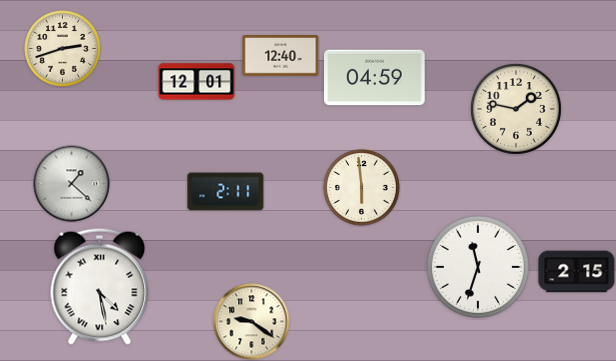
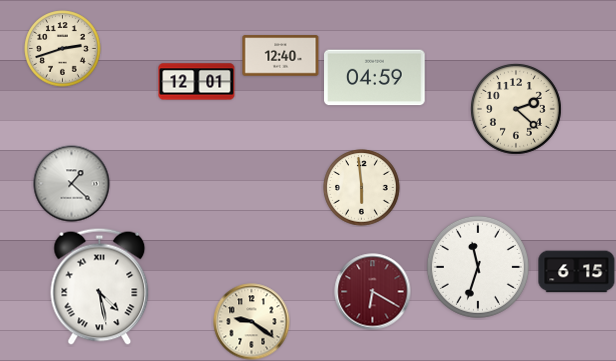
clock at (516, 109): 1:47 -> 2:22
clock at (226, 192): 2:11 -> none
clock at (577, 272): 2:15 -> 6:15
clock at (373, 292): none -> 6:20
